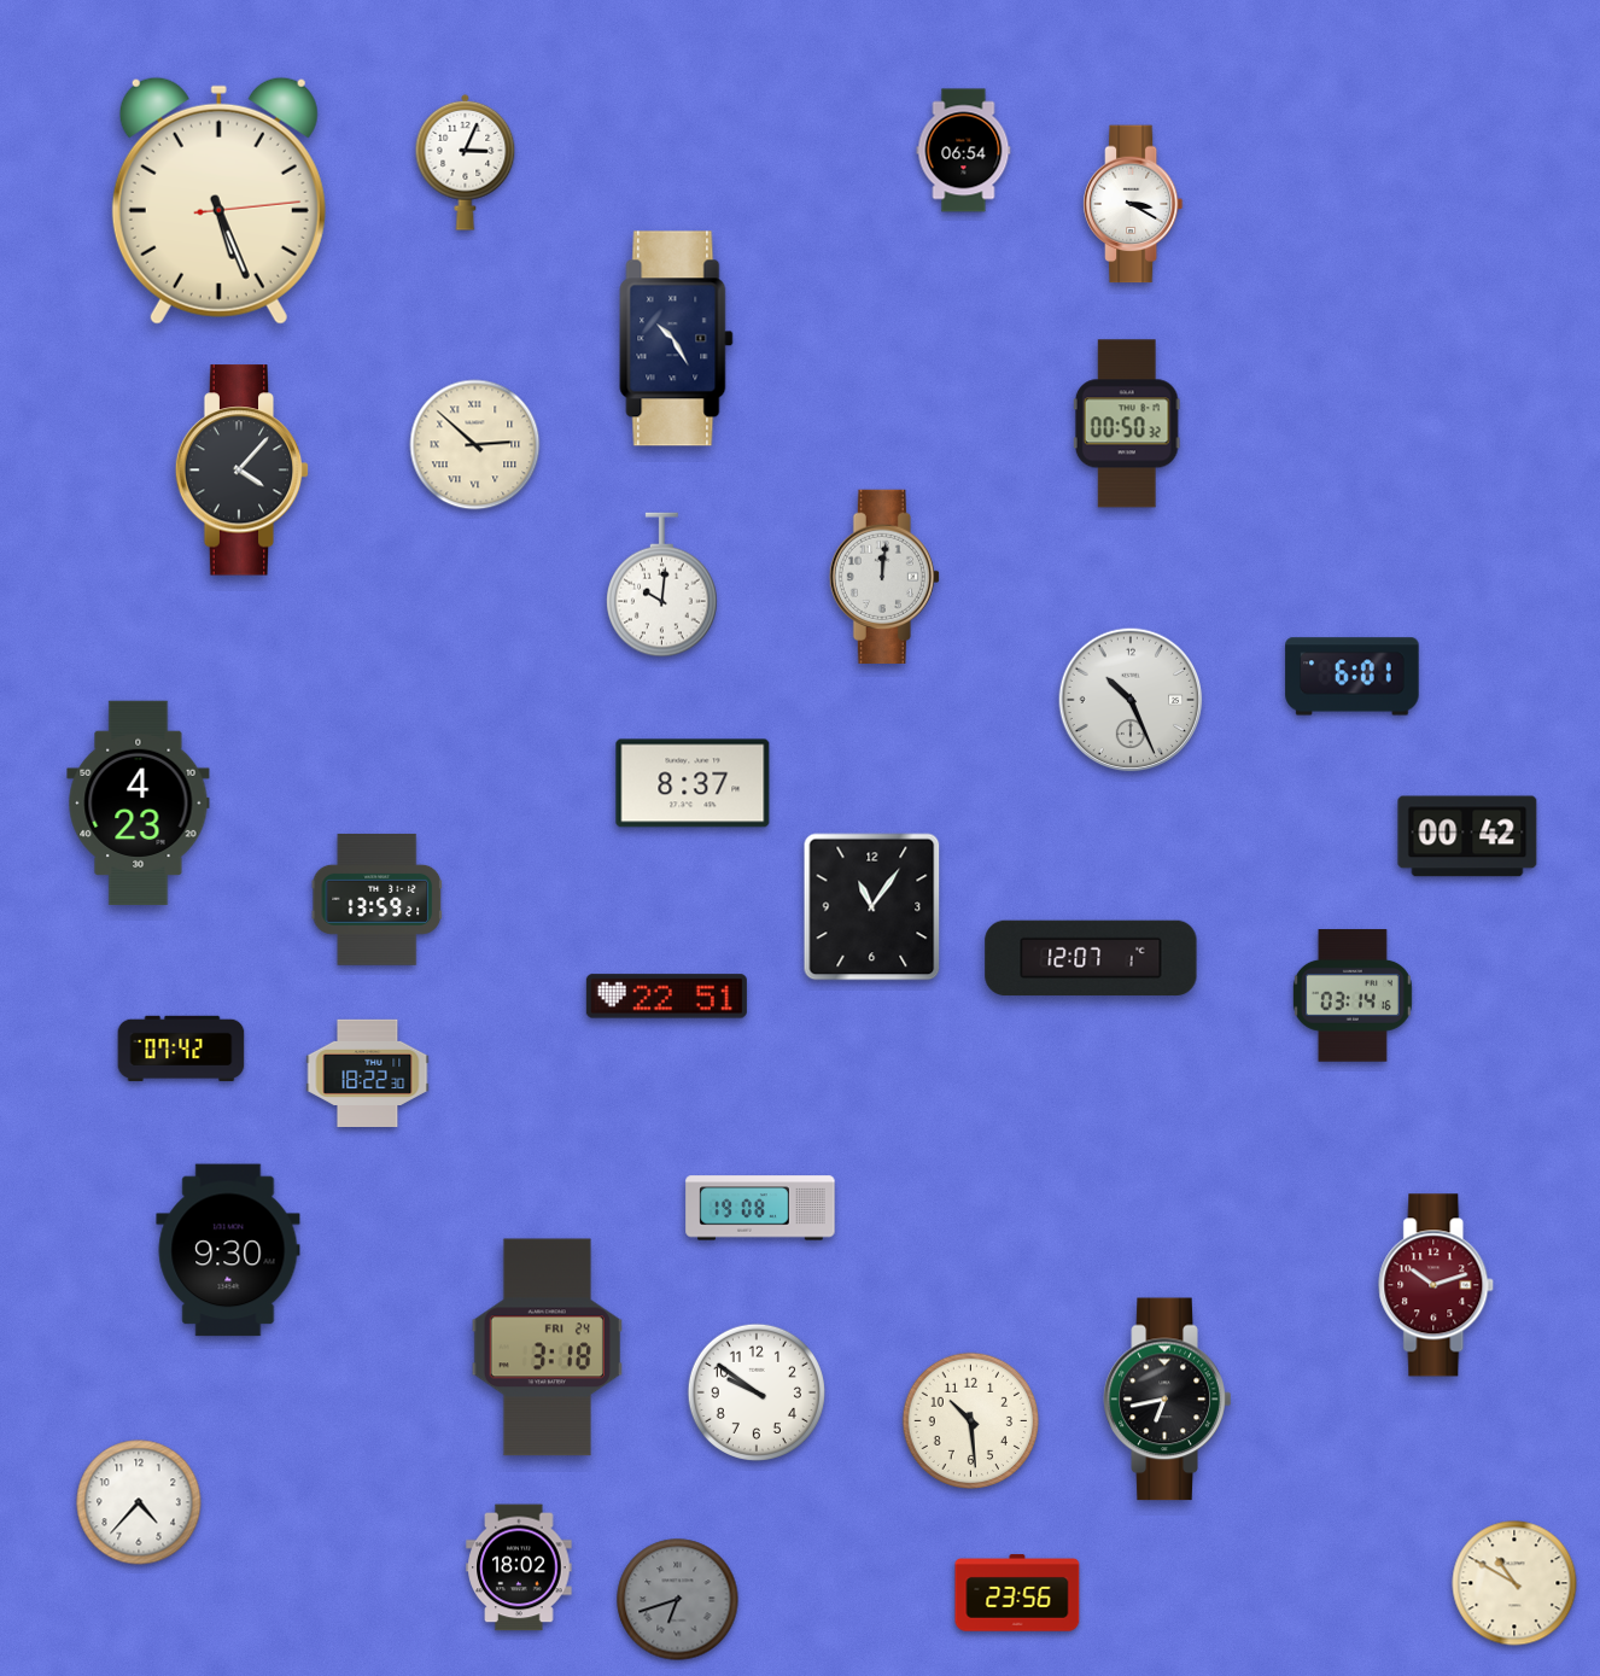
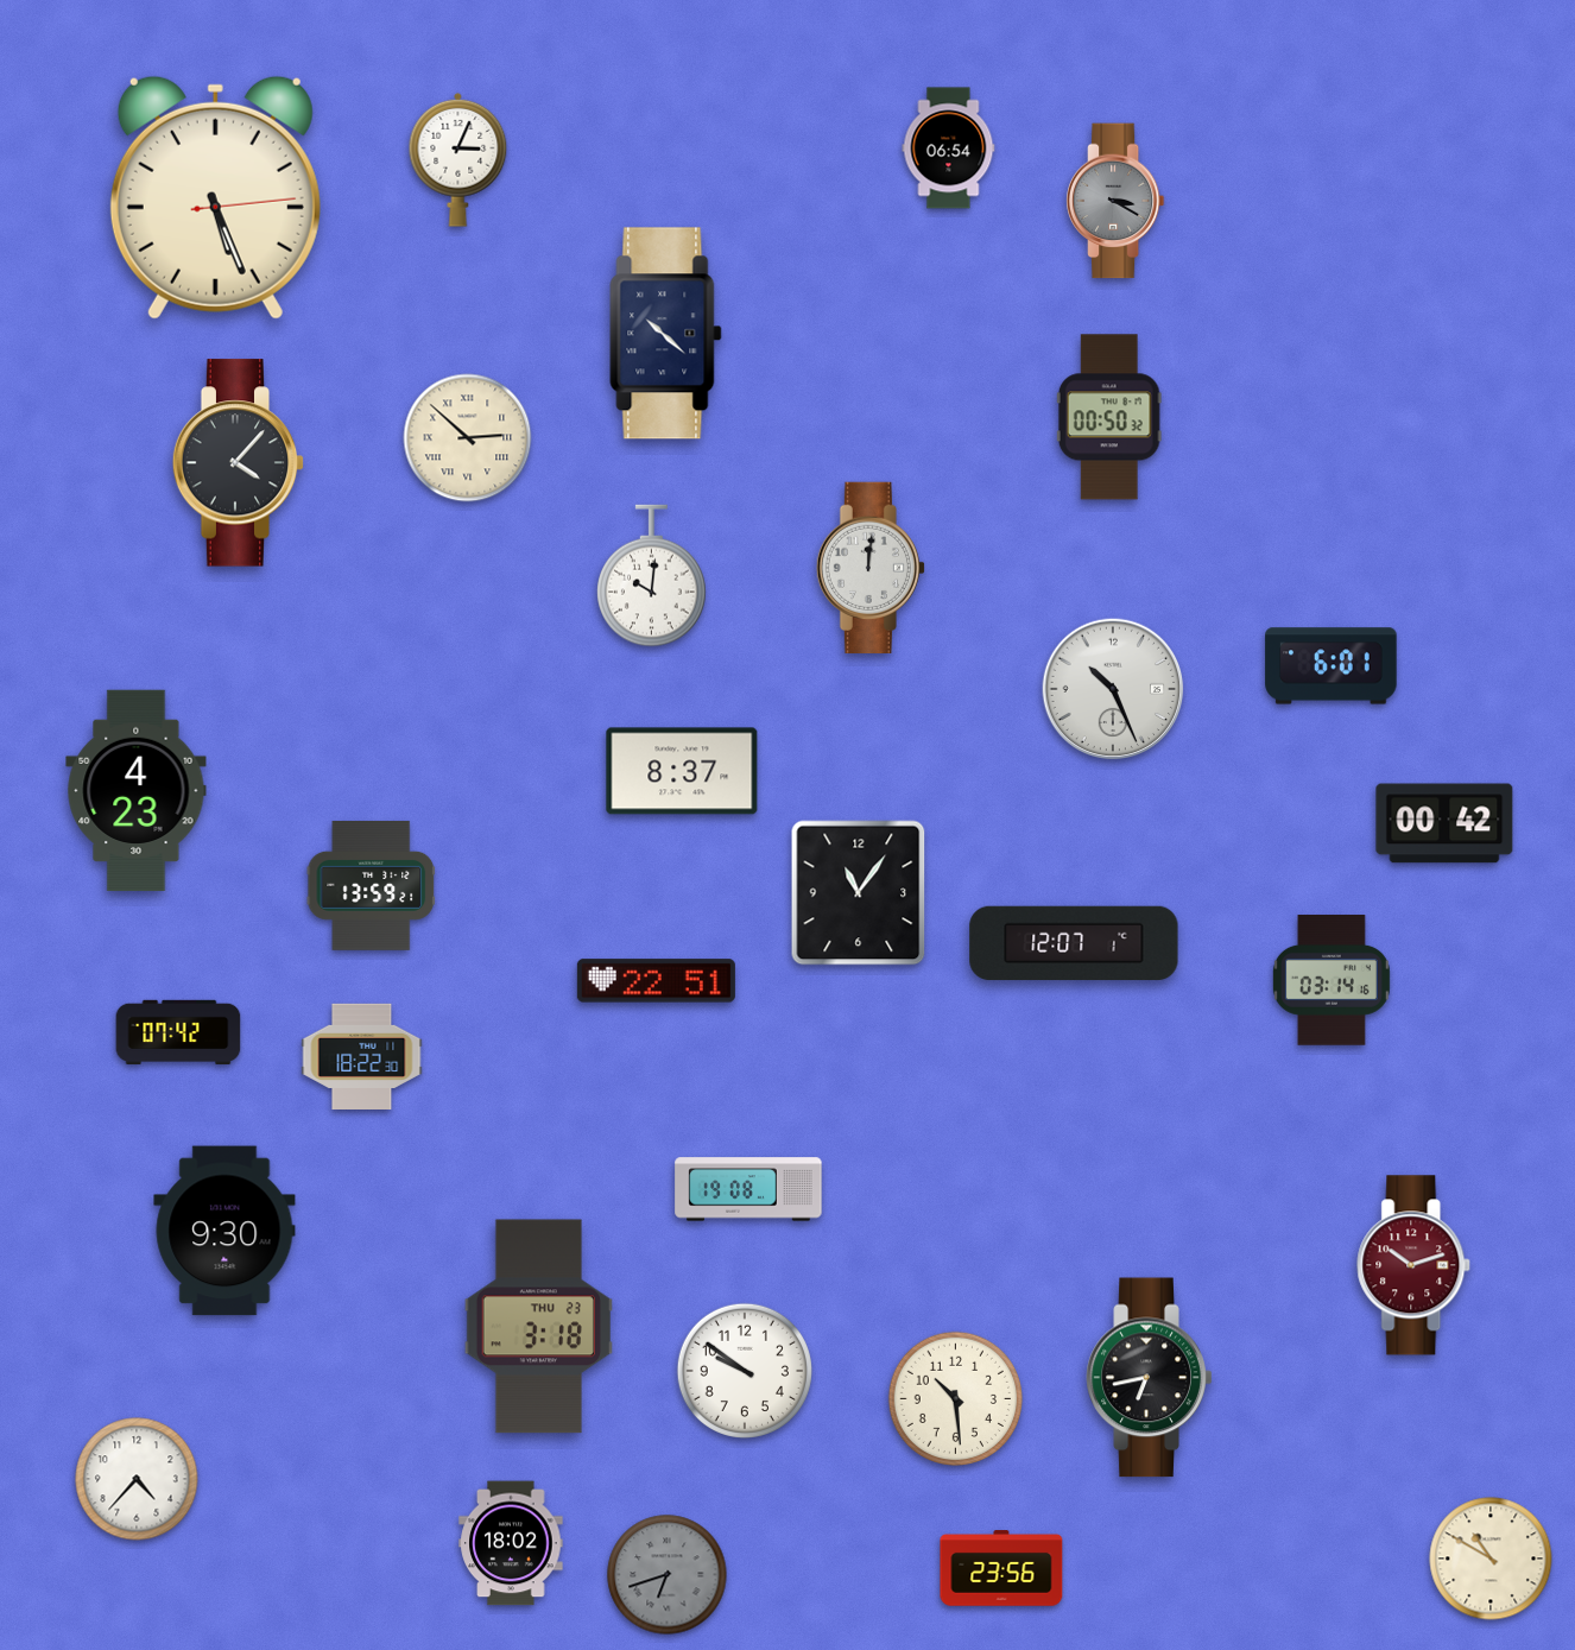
clock at (1133, 204) dial: white -> grey
clock at (677, 339): 10:25 -> 10:22
clock at (547, 1348) date: FRI 24 -> THU 23
